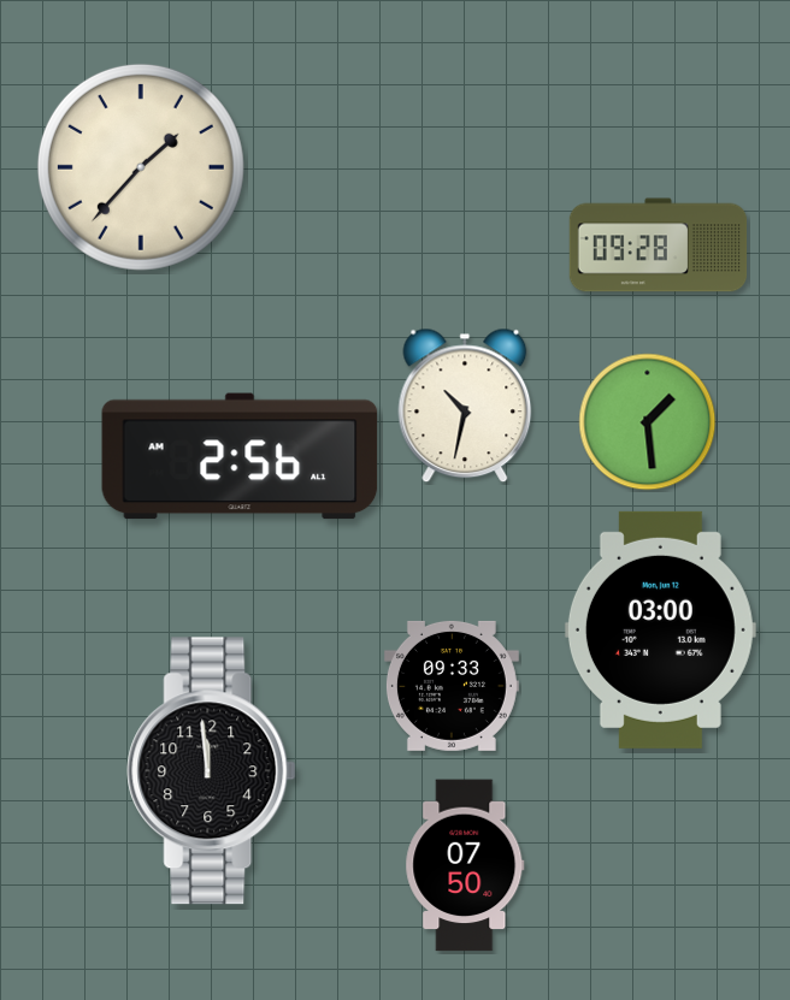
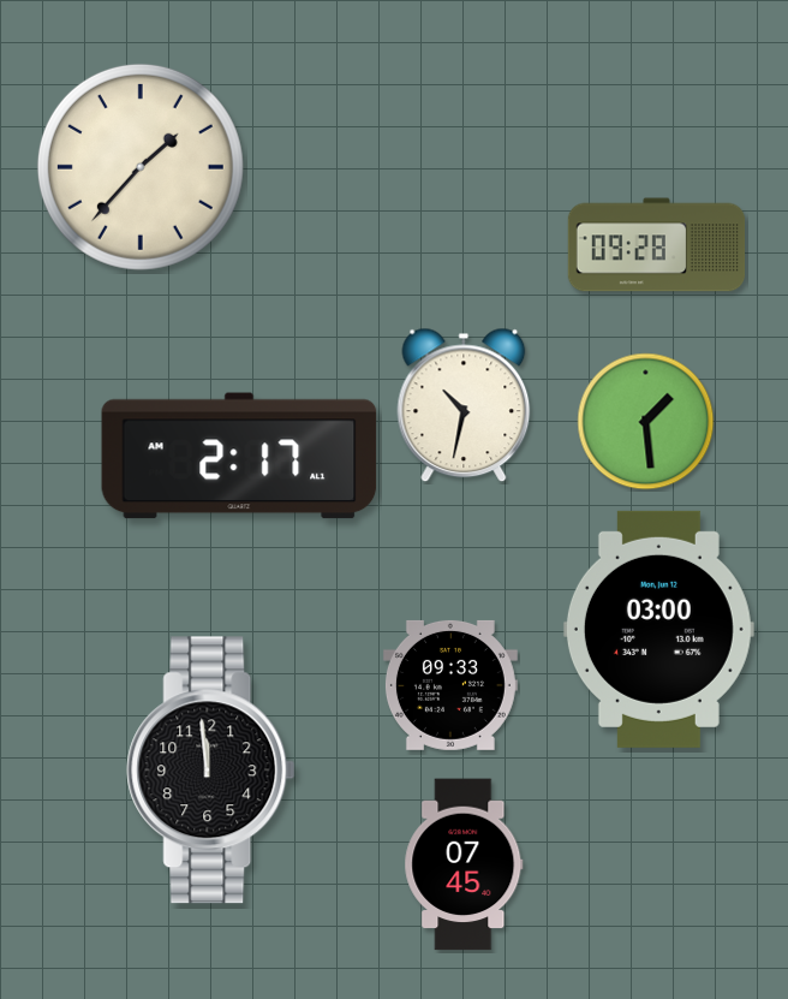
clock at (240, 456): 2:56 -> 2:17
clock at (465, 865): 07:50 -> 07:45
